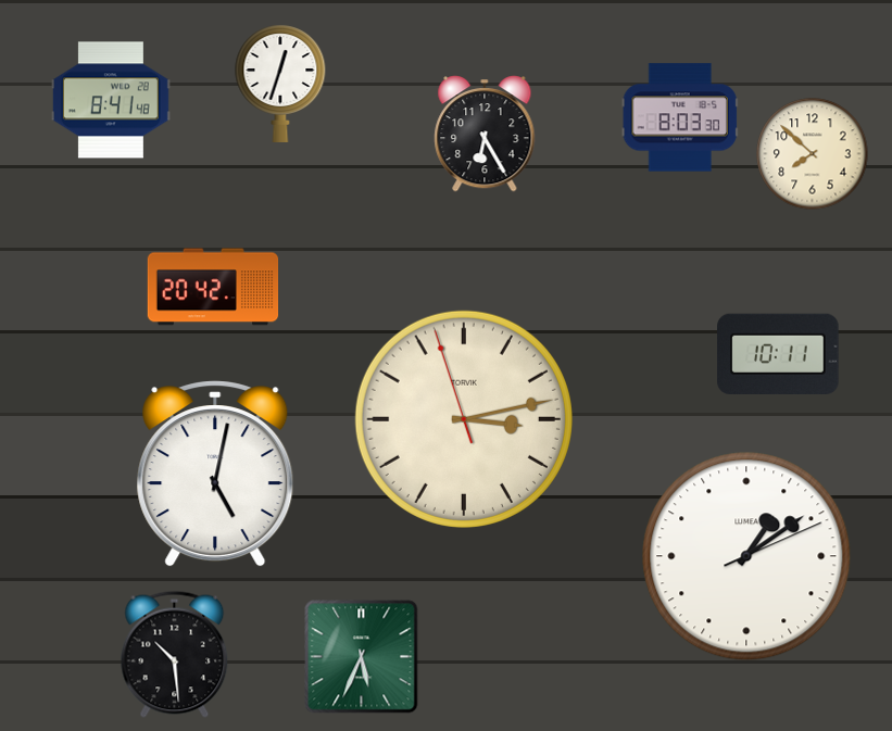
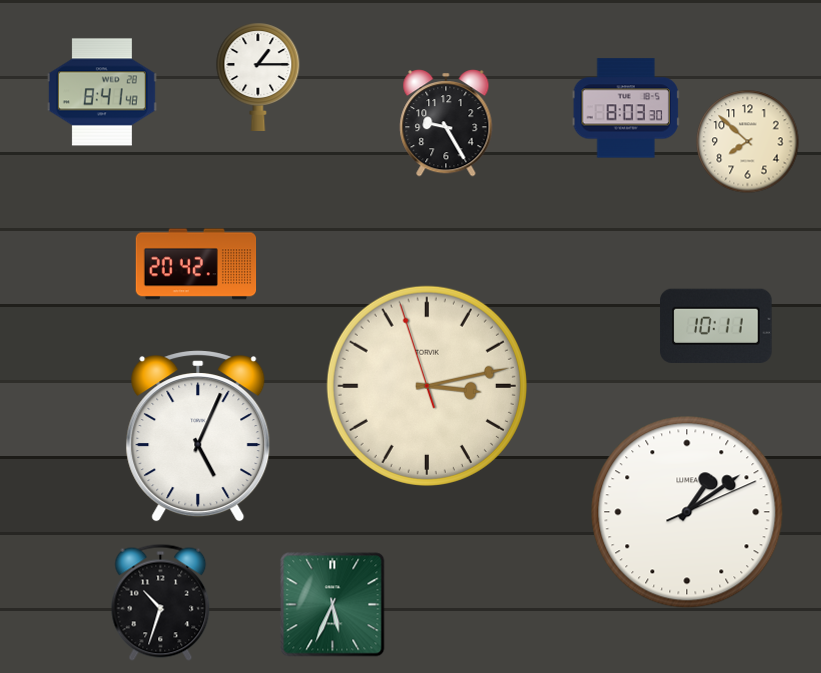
clock at (280, 84): 12:33 -> 1:15
clock at (485, 134): 6:25 -> 9:25
clock at (215, 474): 5:02 -> 5:04
clock at (175, 654): 10:29 -> 10:33
